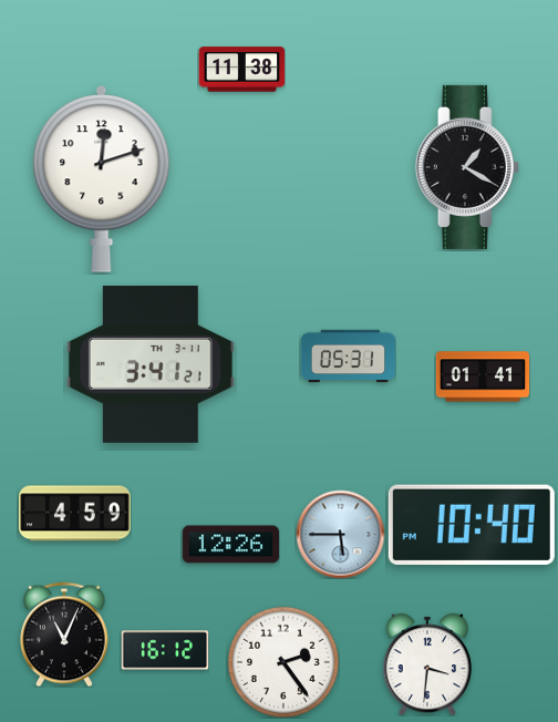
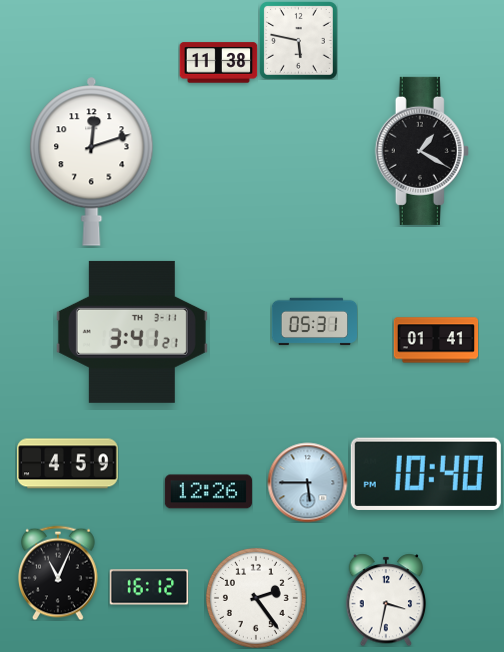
clock at (299, 41): none -> 5:47
clock at (151, 364) position: (151, 364) -> (132, 332)
clock at (427, 664): 3:31 -> 3:32
